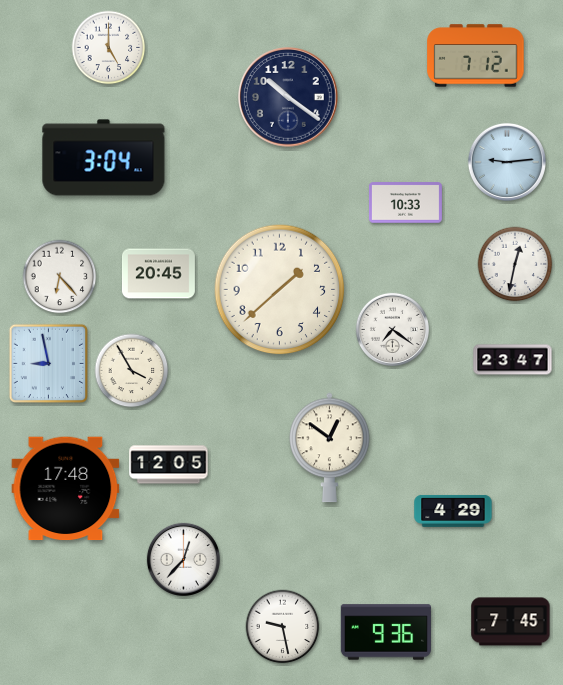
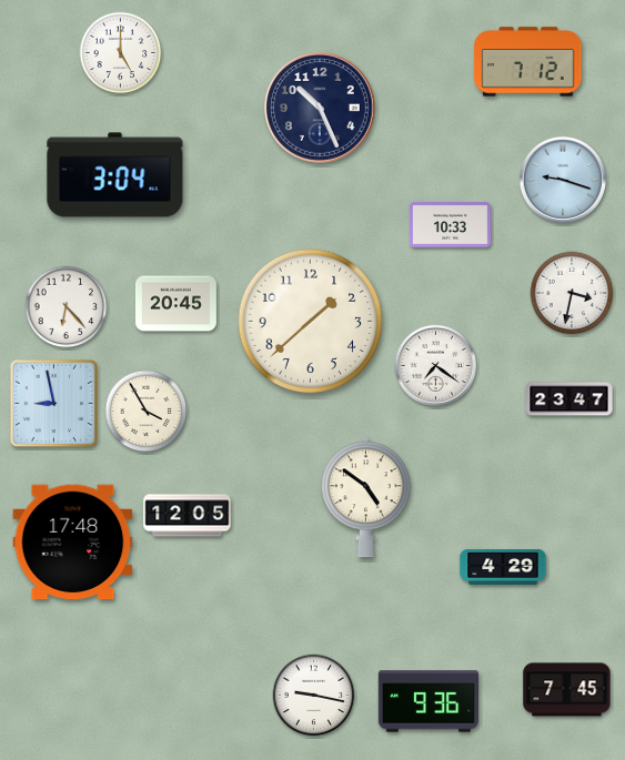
clock at (289, 98): 10:21 -> 10:26
clock at (507, 162): 9:14 -> 9:18
clock at (515, 264): 12:32 -> 3:32
clock at (330, 448): 12:51 -> 4:51
clock at (183, 559): 12:37 -> none
clock at (283, 627): 9:28 -> 9:17
